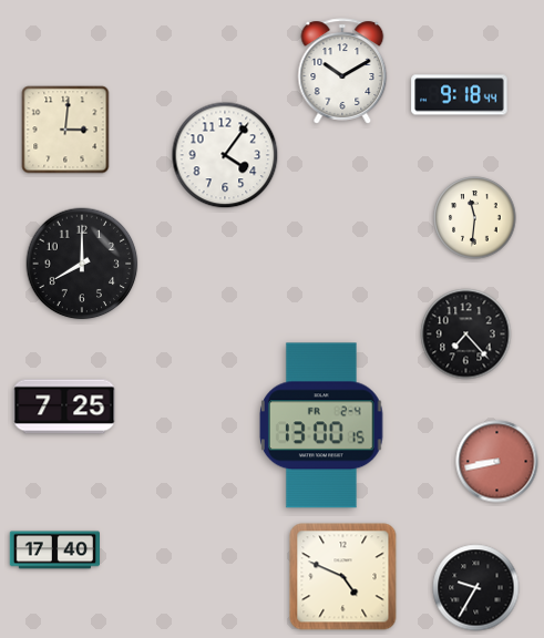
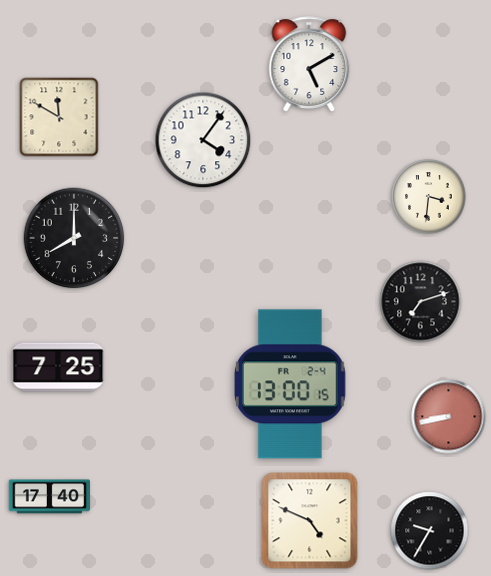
clock at (342, 71): 10:10 -> 5:10
clock at (460, 95): 9:18 -> none
clock at (65, 130): 3:01 -> 11:50
clock at (475, 218): 11:31 -> 3:31
clock at (466, 335): 7:23 -> 7:12
